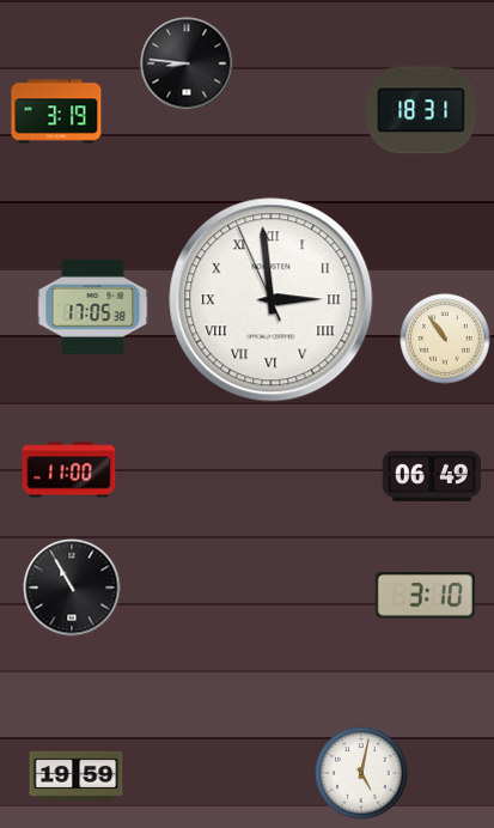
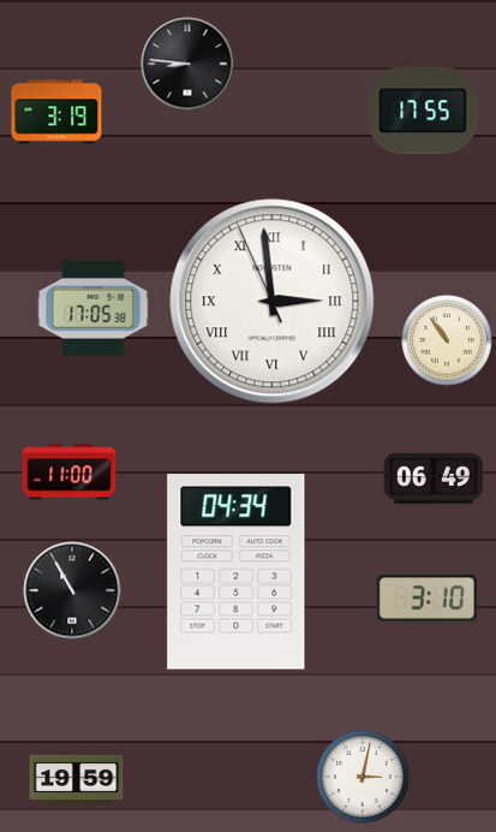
clock at (421, 110): 18:31 -> 17:55
clock at (237, 572): none -> 04:34
clock at (361, 773): 5:02 -> 3:02
